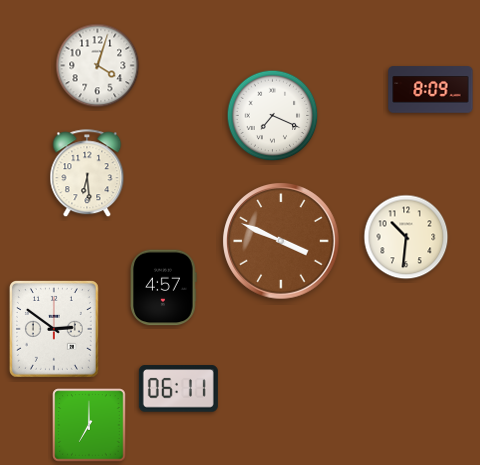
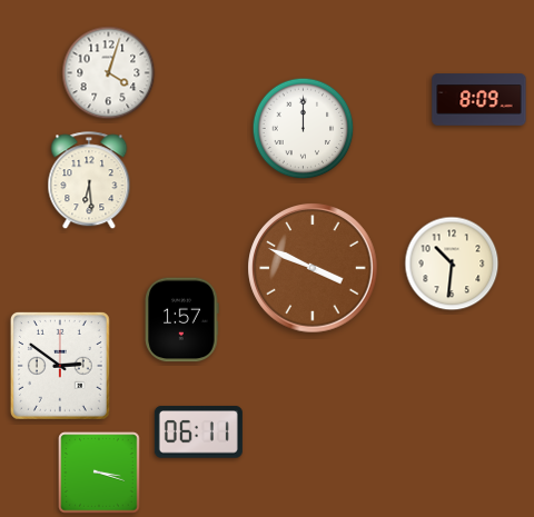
clock at (273, 116): 7:19 -> 12:00
clock at (87, 174) position: (87, 174) -> (89, 181)
clock at (164, 288): 4:57 -> 1:57
clock at (89, 425): 7:00 -> 3:18
